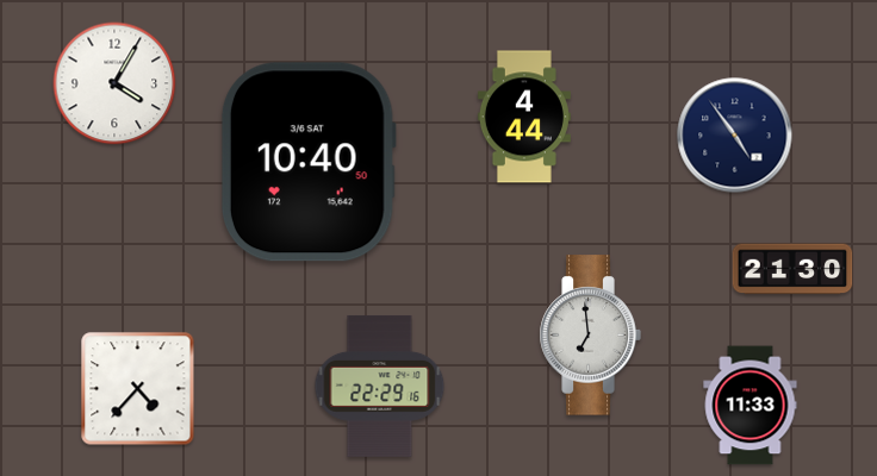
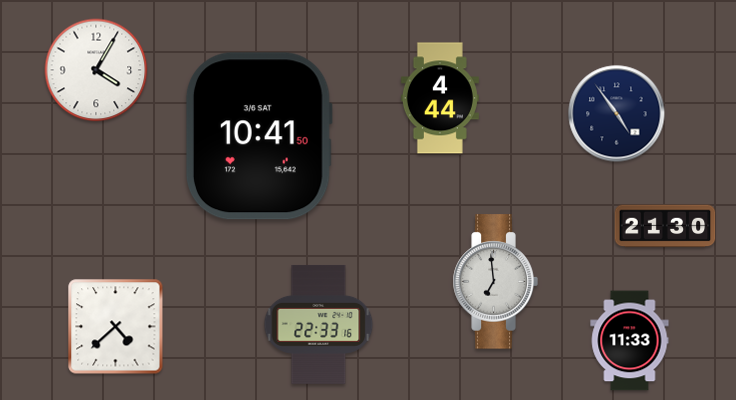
clock at (309, 162): 10:40 -> 10:41
clock at (380, 386): 22:29 -> 22:33
clock at (138, 389): 4:37 -> 4:38
